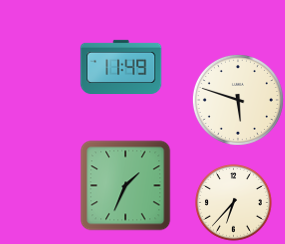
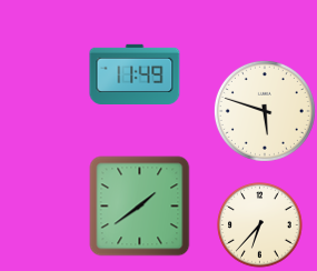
clock at (126, 186): 1:34 -> 1:39
